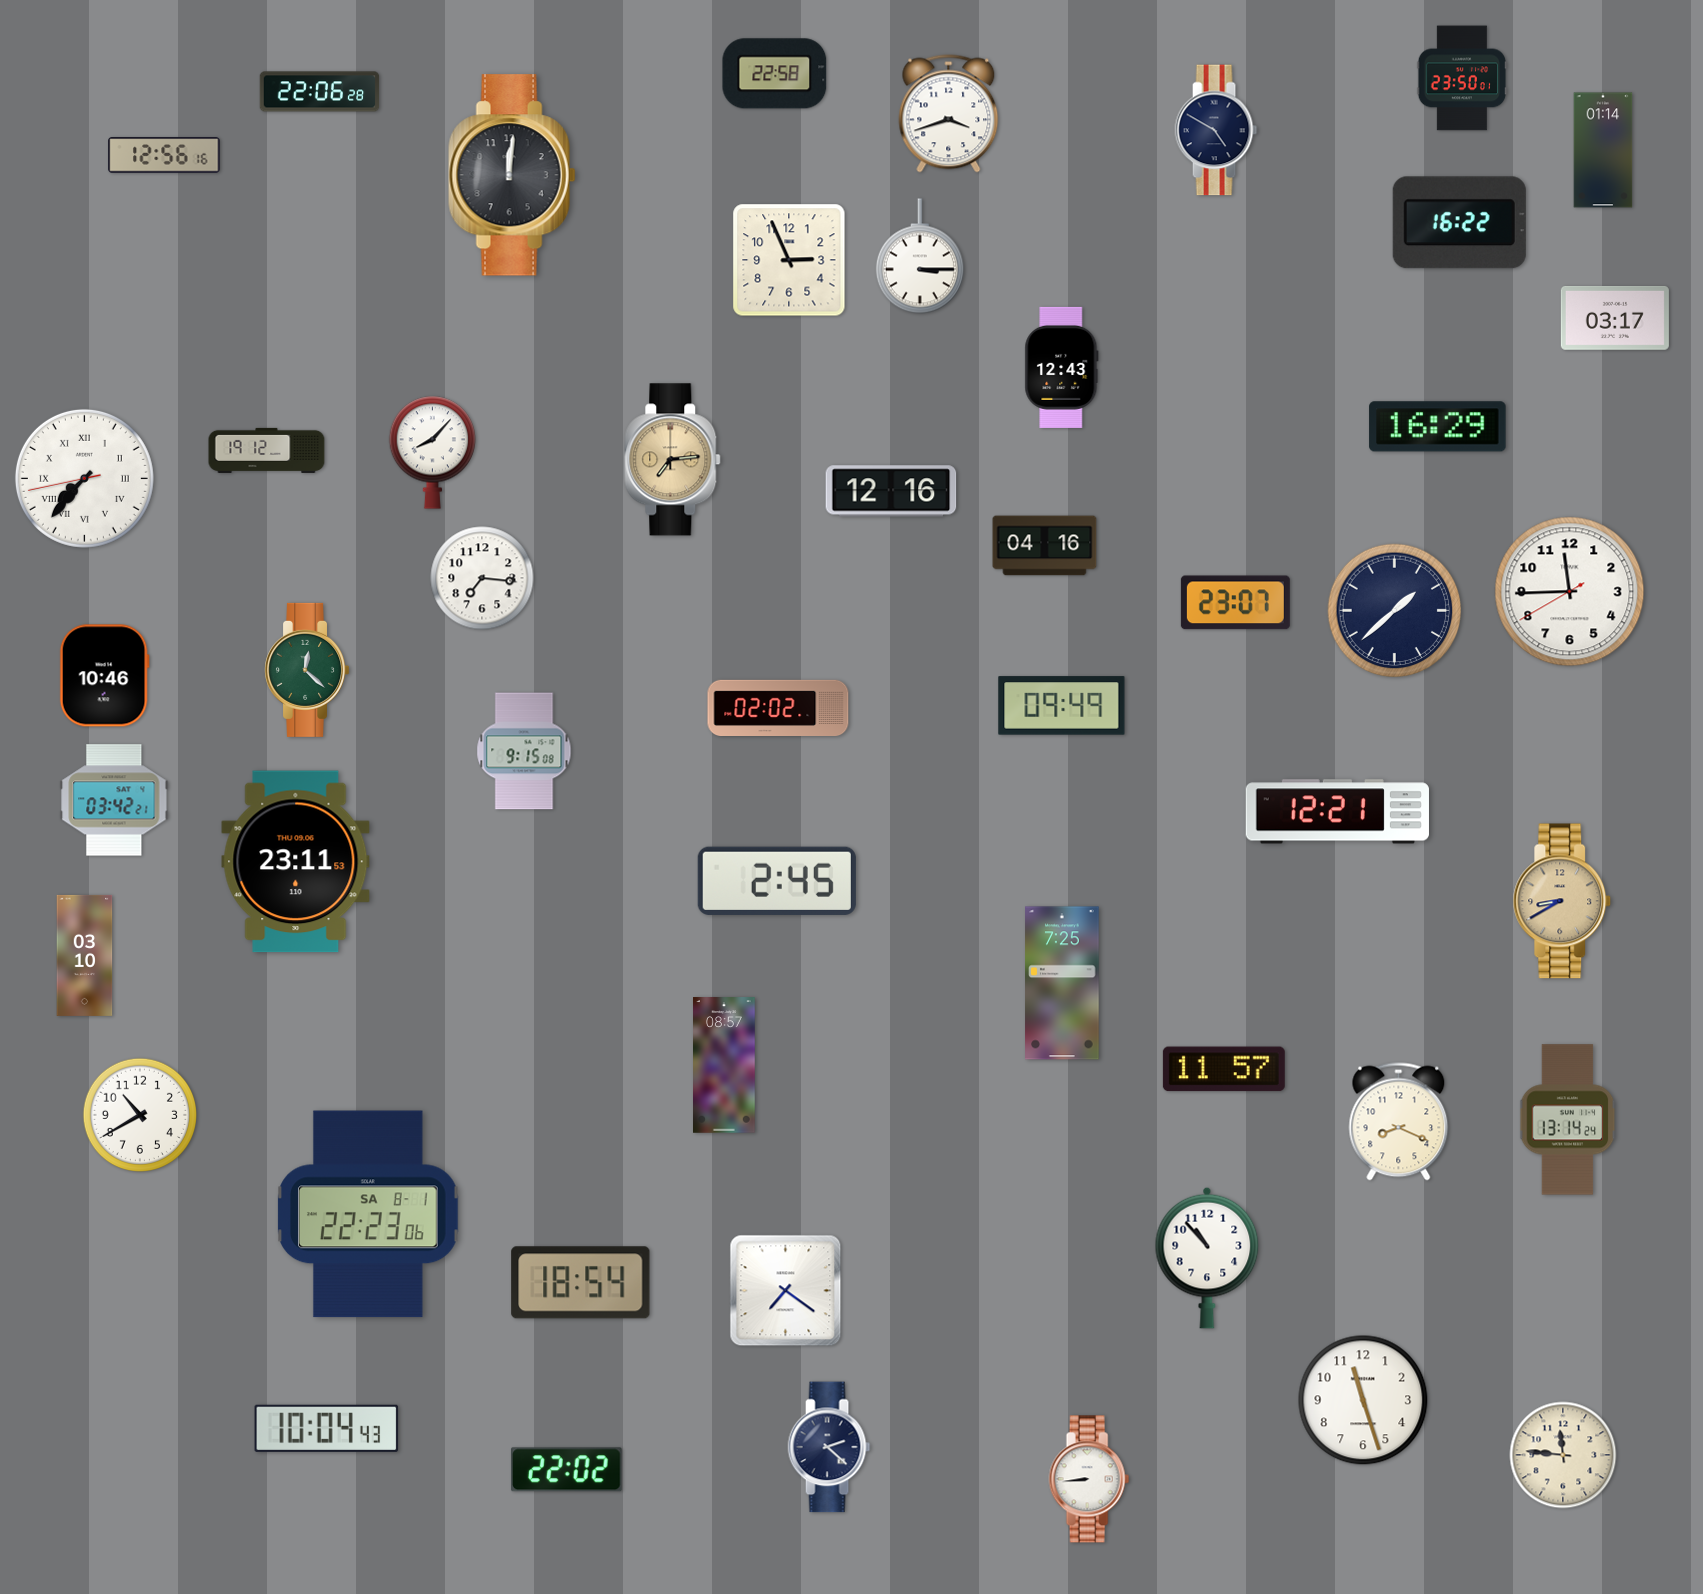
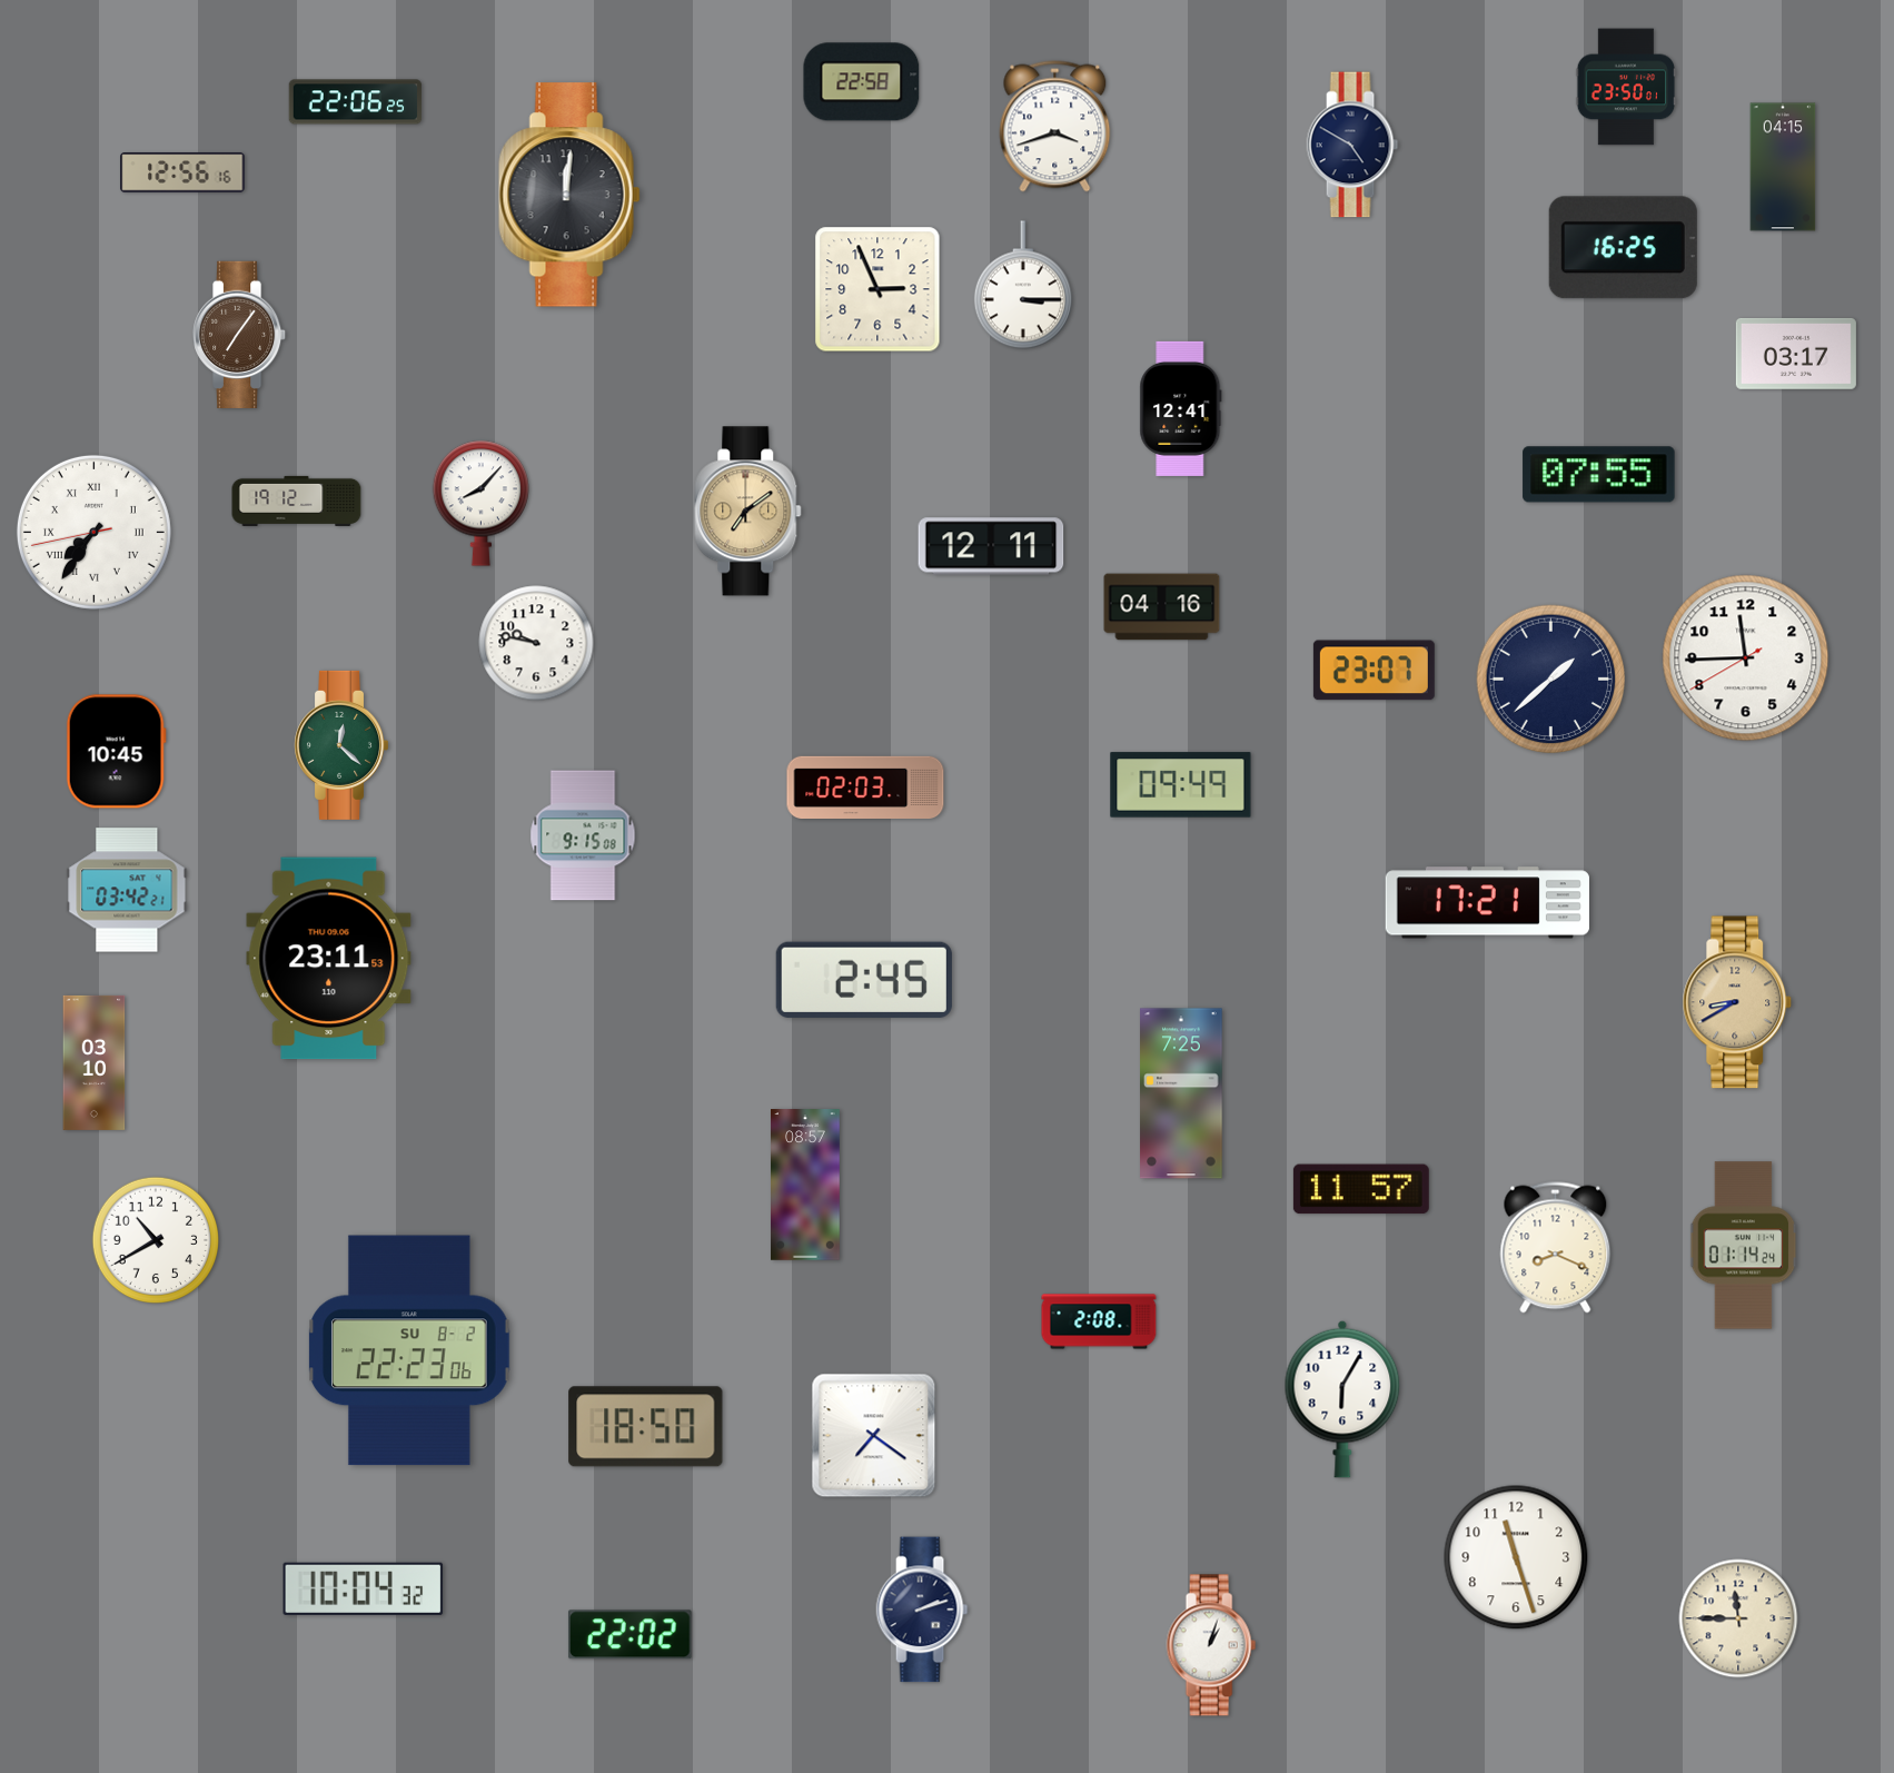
clock at (320, 92): 22:06:28 -> 22:06:25
clock at (1603, 150): 01:14 -> 04:15
clock at (1459, 223): 16:22 -> 16:25
clock at (240, 334): none -> 7:06
clock at (1062, 367): 12:43 -> 12:41
clock at (1438, 427): 16:29 -> 07:55
clock at (673, 460): 7:14 -> 7:09
clock at (84, 478): 7:36 -> 7:35
clock at (891, 491): 12:16 -> 12:11
clock at (482, 578): 7:16 -> 9:47
clock at (104, 676): 10:46 -> 10:45
clock at (778, 707): 02:02 -> 02:03
clock at (1337, 812): 12:21 -> 17:21
clock at (1568, 1120): 13:14 -> 01:14
clock at (1099, 1321): none -> 2:08
clock at (368, 1214) date: SA 8-1 -> SU 8-2
clock at (1207, 1258): 10:53 -> 6:05
clock at (581, 1283): 18:54 -> 18:50
clock at (327, 1428): 10:04:43 -> 10:04:32
clock at (829, 1447): 2:22 -> 2:12
clock at (1563, 1455): 11:46 -> 11:45
clock at (1089, 1479): 8:44 -> 1:03
